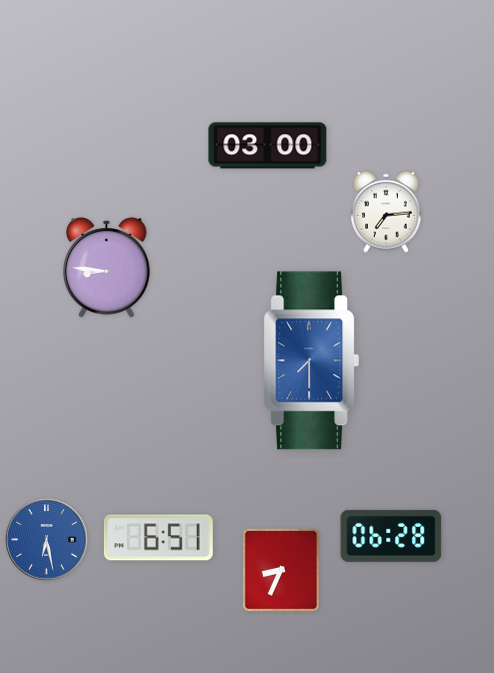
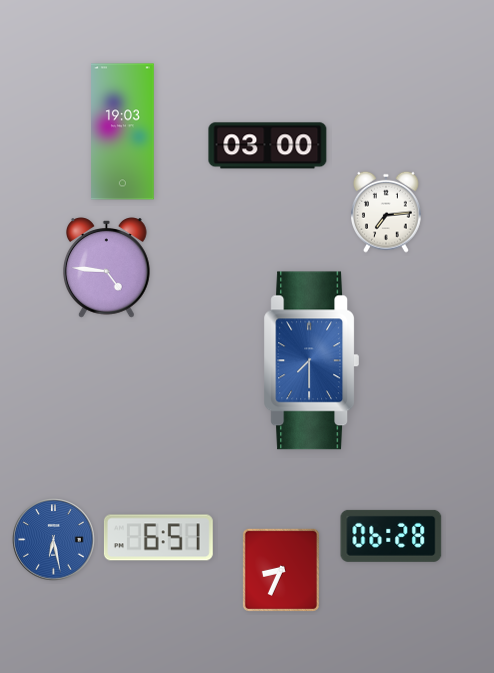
clock at (123, 132): none -> 19:03
clock at (107, 268): 8:46 -> 4:46
clock at (47, 540) position: (47, 540) -> (54, 540)
